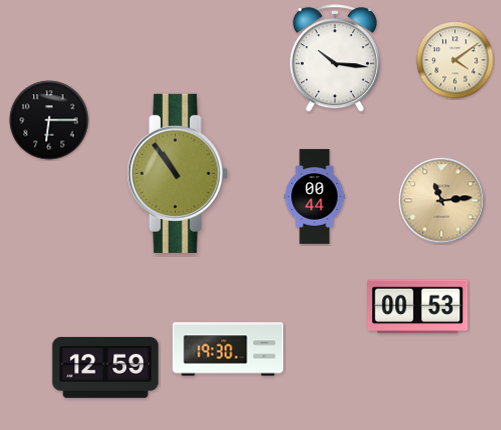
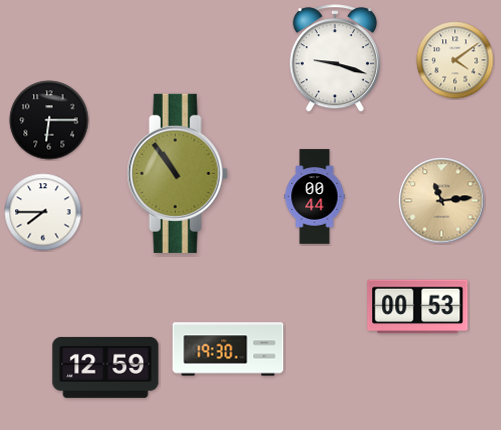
clock at (335, 59): 10:16 -> 9:18
clock at (43, 212): none -> 7:45
